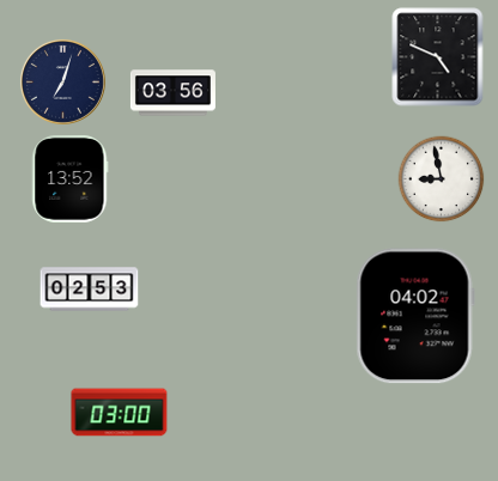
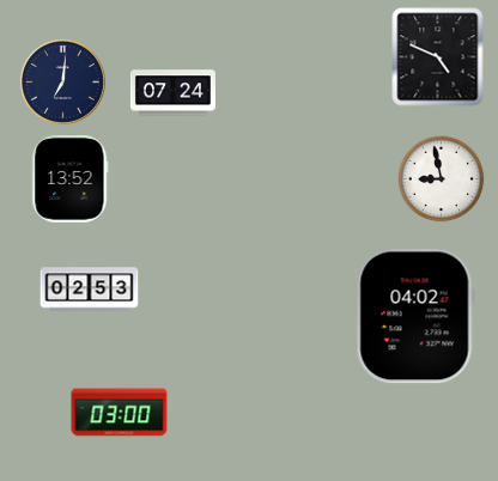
clock at (62, 81): 7:03 -> 7:01
clock at (172, 93): 03:56 -> 07:24
